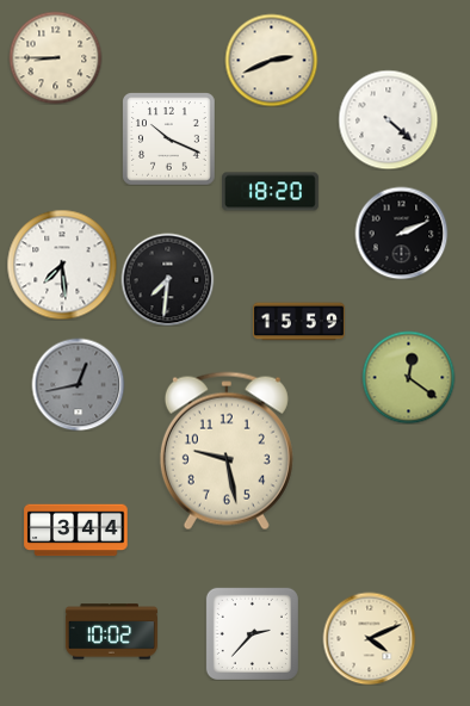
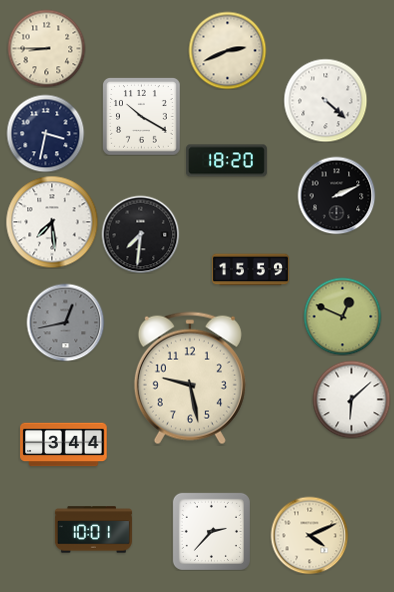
clock at (168, 138): 10:19 -> 10:20
clock at (45, 133): none -> 3:32
clock at (408, 377): 12:21 -> 12:49
clock at (351, 399): none -> 6:08
clock at (111, 632): 10:02 -> 10:01
